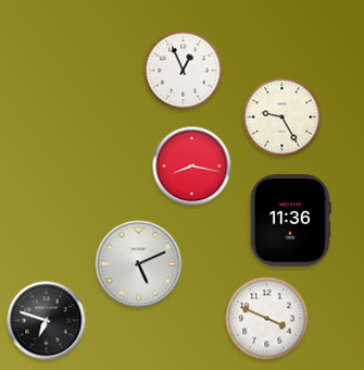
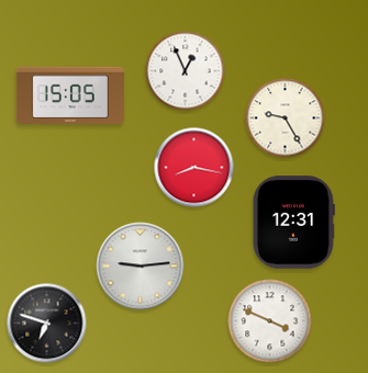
clock at (70, 94): none -> 15:05
clock at (290, 221): 11:36 -> 12:31
clock at (139, 264): 5:11 -> 9:14
